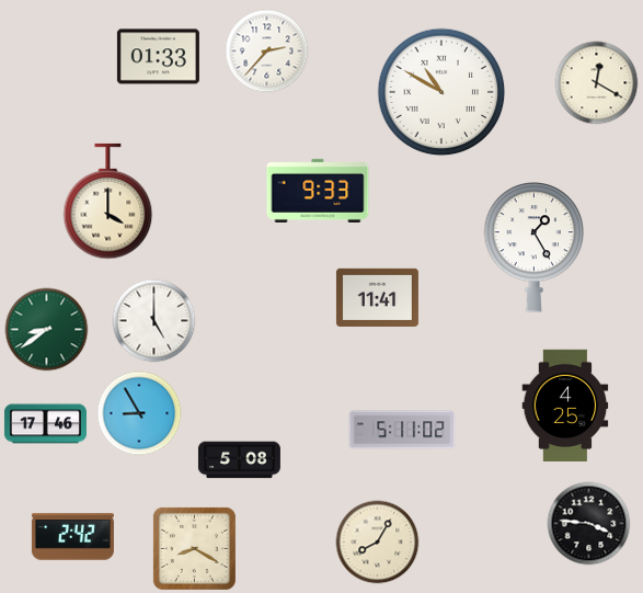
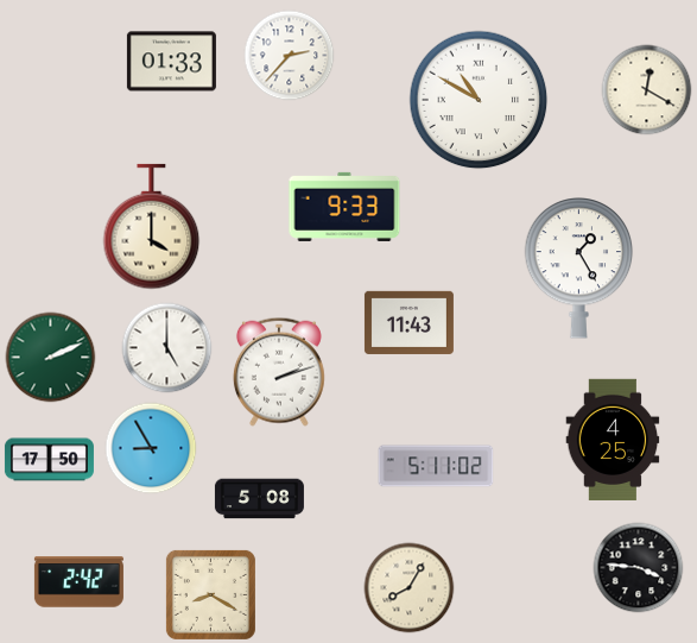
clock at (108, 202) position: (108, 202) -> (152, 227)
clock at (377, 297): 11:41 -> 11:43
clock at (47, 330): 8:39 -> 2:11
clock at (279, 372): none -> 2:12
clock at (45, 424): 17:46 -> 17:50
